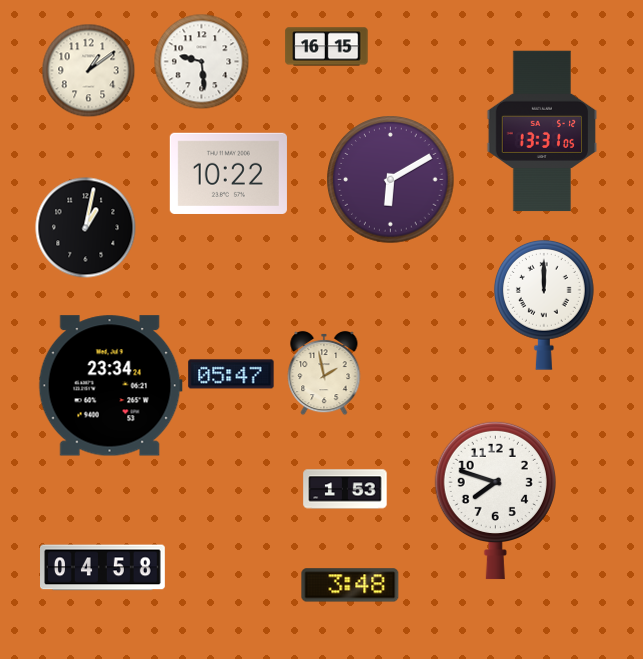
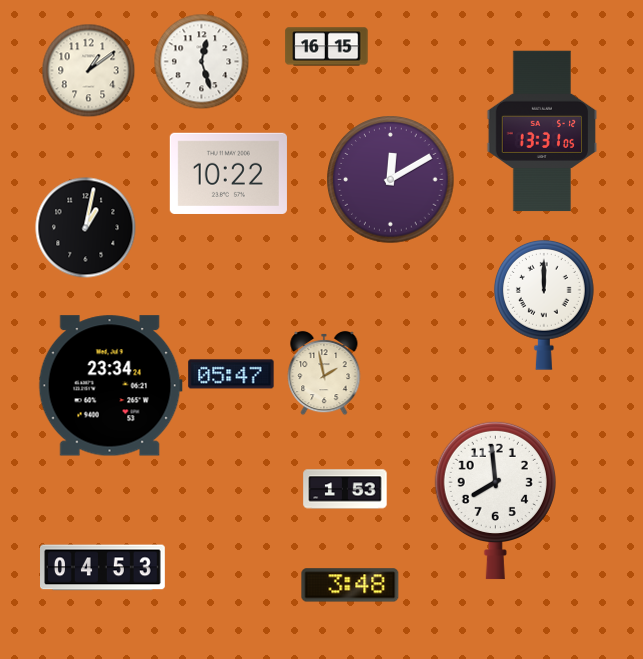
clock at (201, 61): 9:29 -> 12:27
clock at (391, 180): 6:10 -> 12:10
clock at (495, 500): 7:48 -> 7:59
clock at (103, 568): 04:58 -> 04:53
